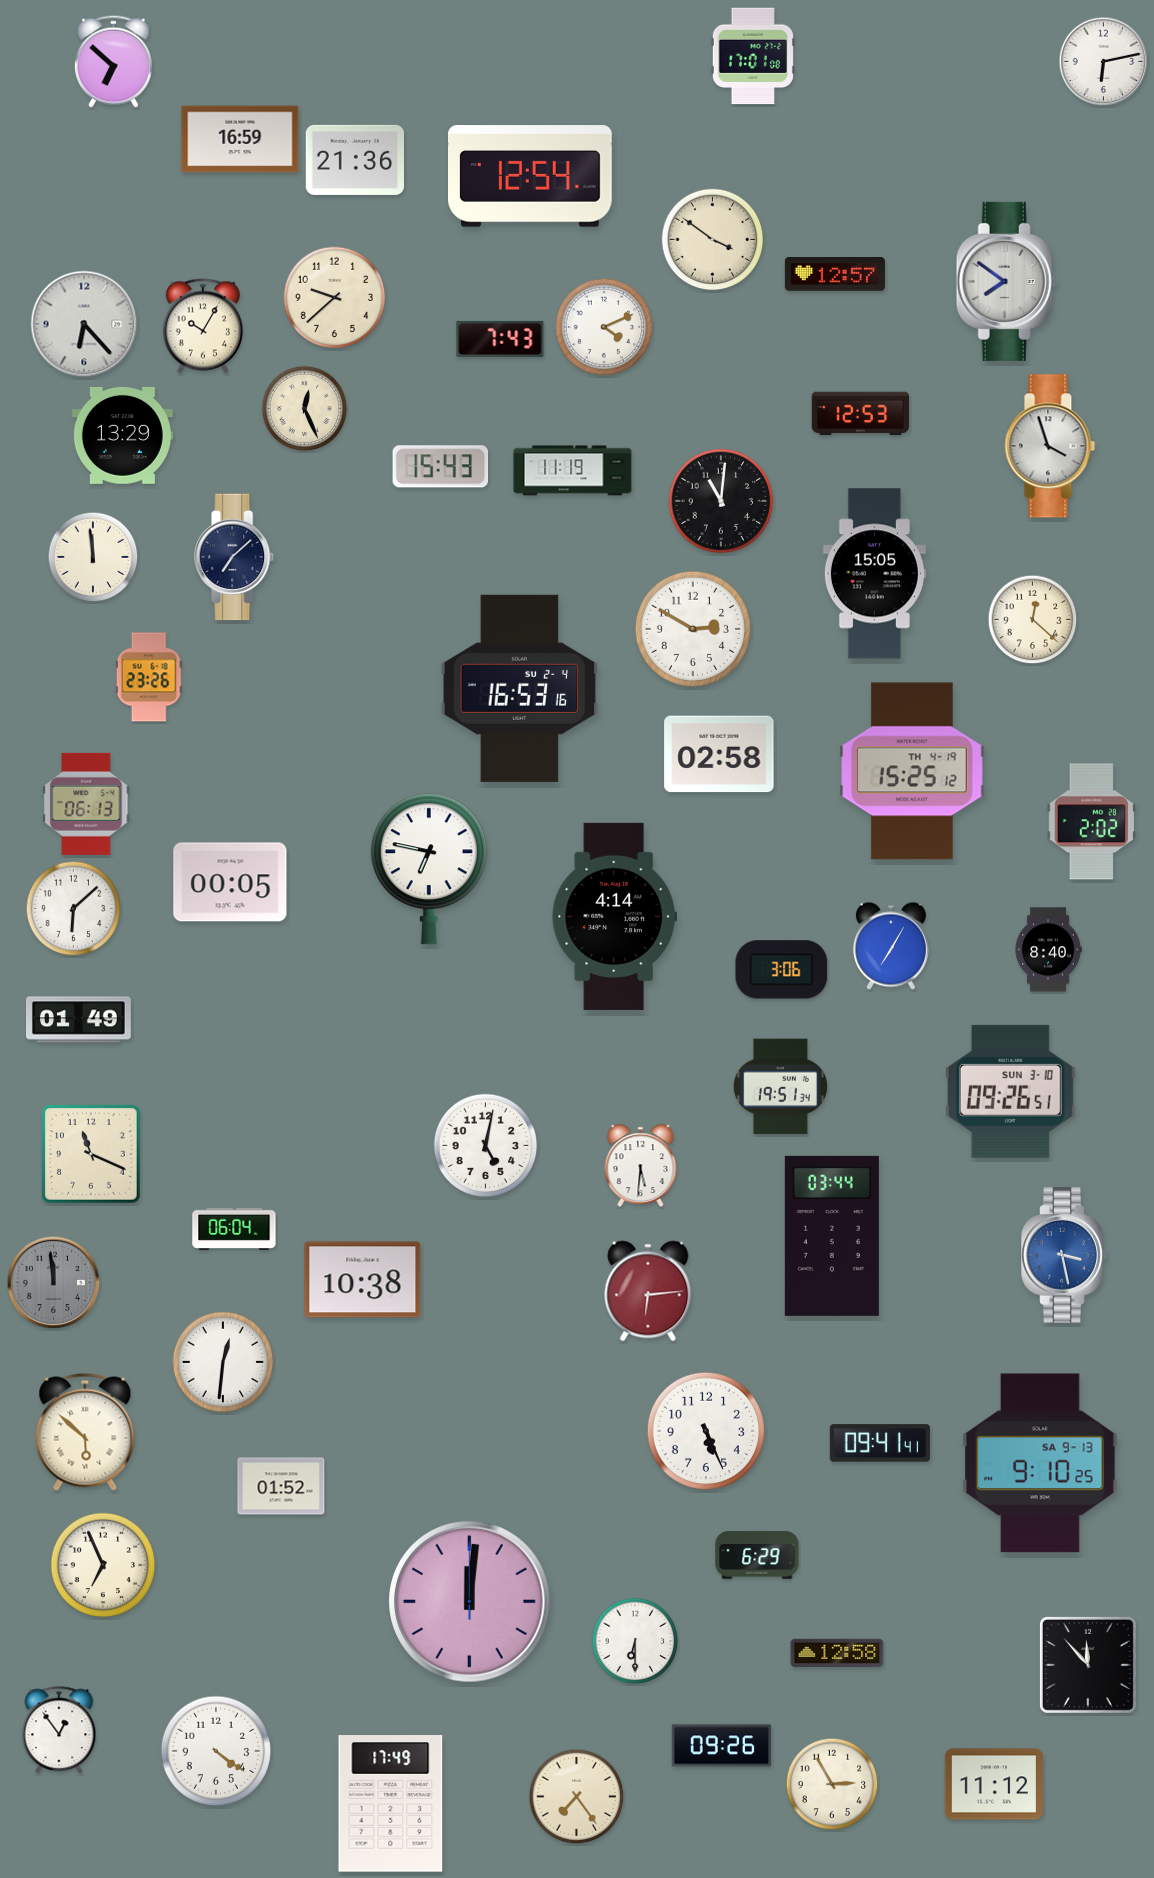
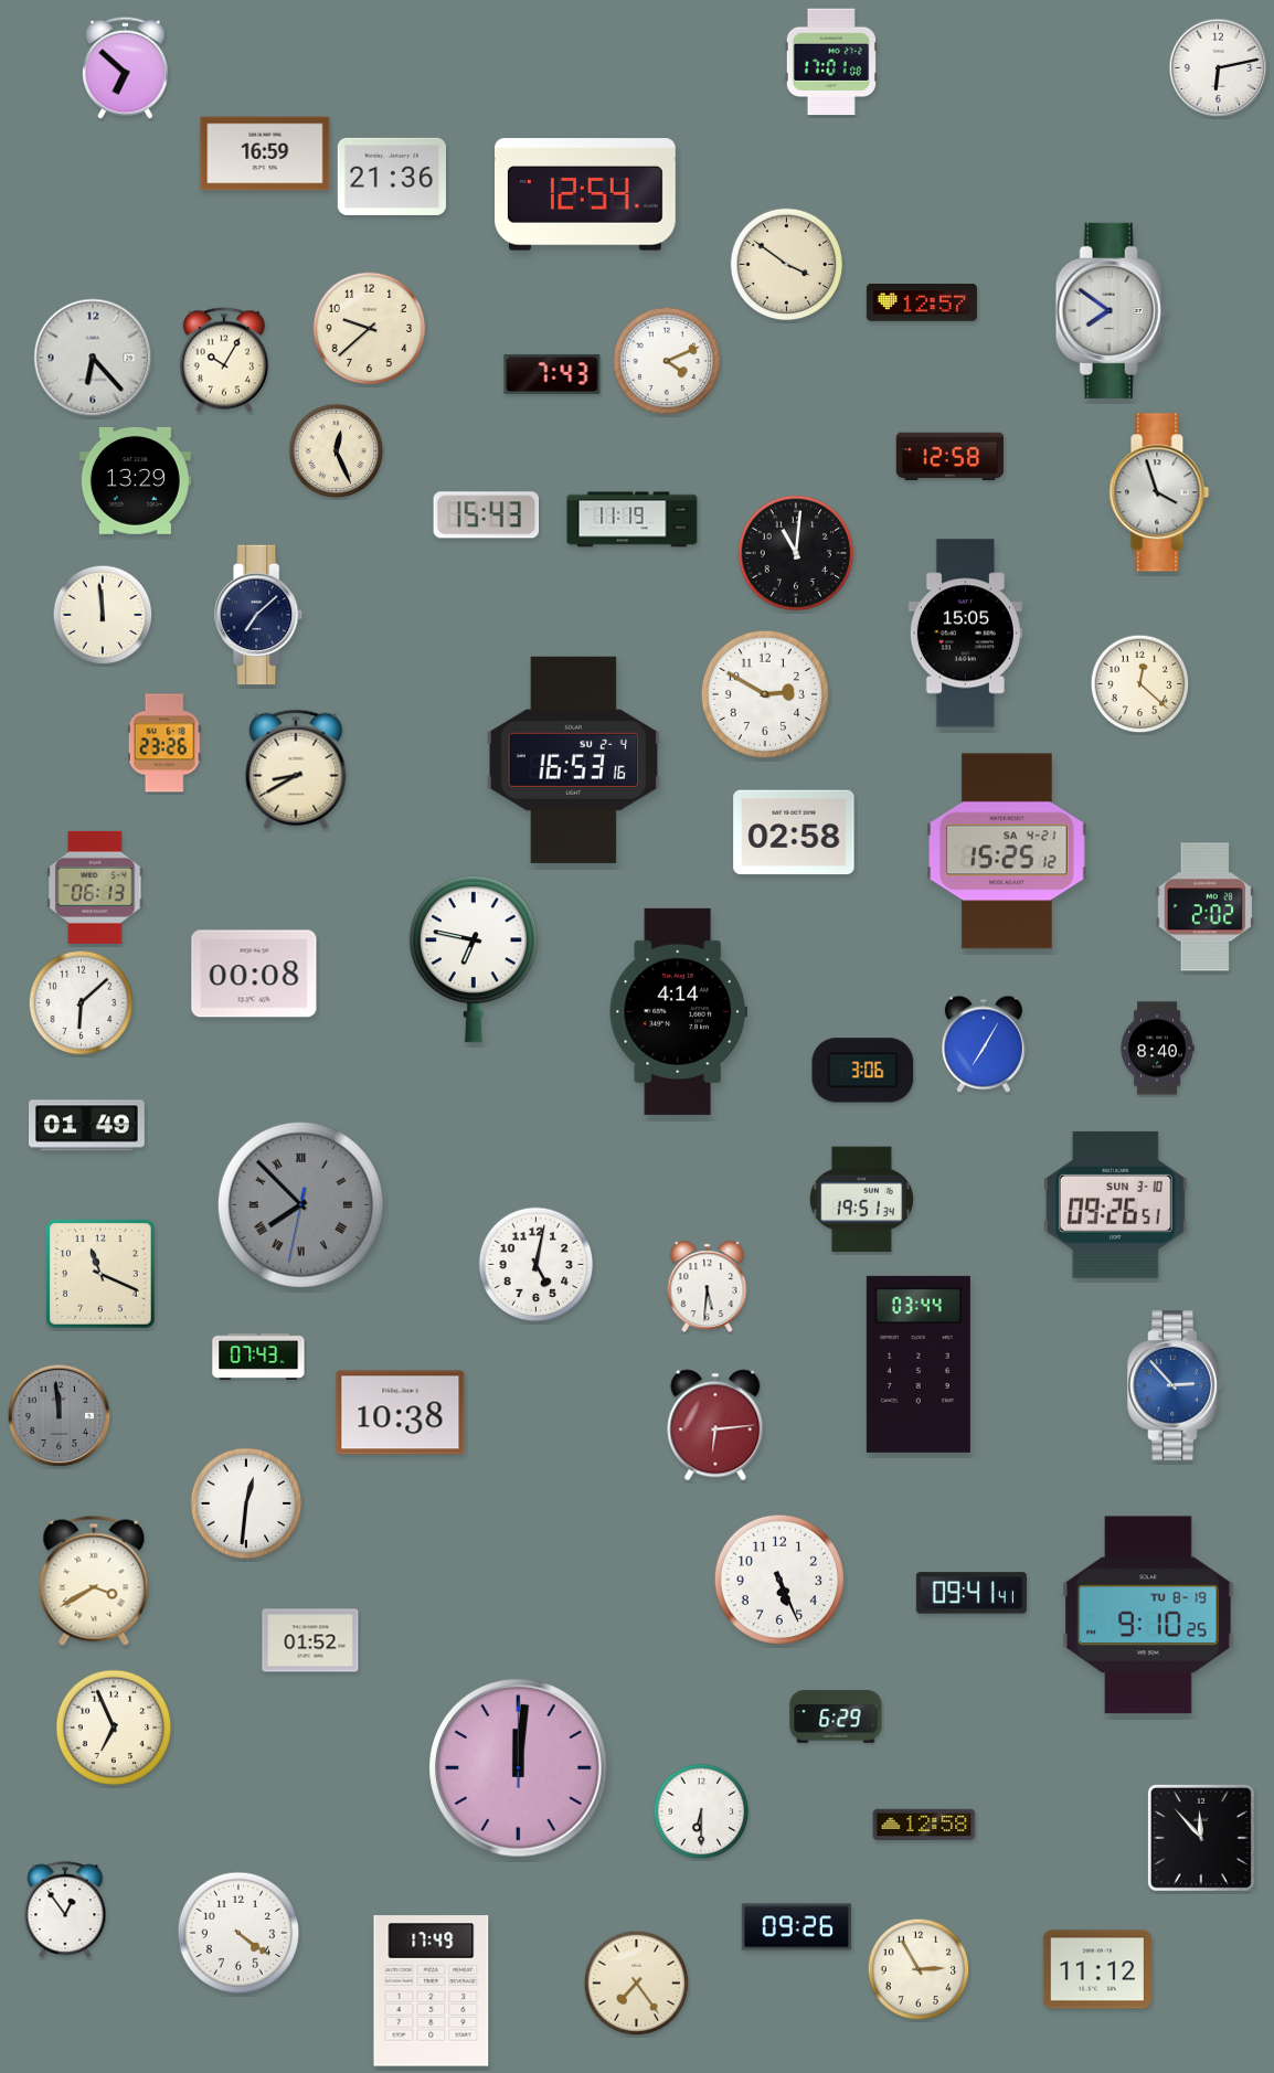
clock at (861, 414): 12:53 -> 12:58
clock at (149, 677) position: (149, 677) -> (164, 743)
clock at (296, 769): none -> 8:40
clock at (912, 771) date: TH 4-19 -> SA 4-21
clock at (230, 882): 00:05 -> 00:08
clock at (300, 1204): none -> 7:52
clock at (234, 1229): 06:04 -> 07:43
clock at (1064, 1255): 3:28 -> 2:53
clock at (85, 1432): 5:52 -> 3:40
clock at (1041, 1463) date: SA 9-13 -> TU 8-19
